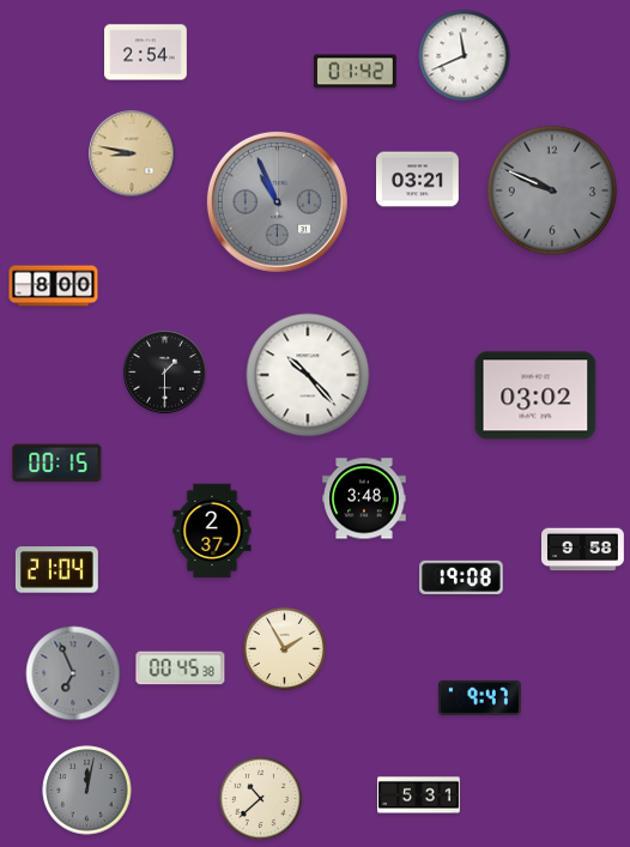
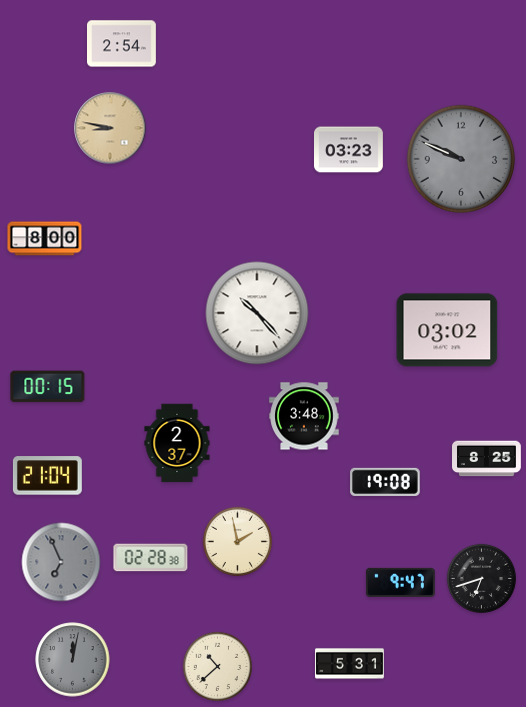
clock at (465, 56): 11:41 -> none
clock at (355, 72): 01:42 -> none
clock at (418, 180): 03:21 -> 03:23
clock at (277, 201): 10:56 -> none
clock at (165, 373): 1:30 -> none
clock at (583, 550): 9:58 -> 8:25
clock at (284, 648): 1:55 -> 1:58
clock at (181, 668): 00:45 -> 02:28
clock at (481, 578): none -> 6:42
